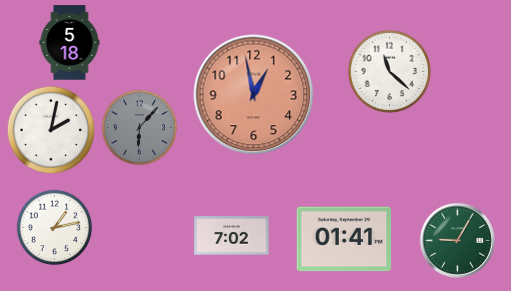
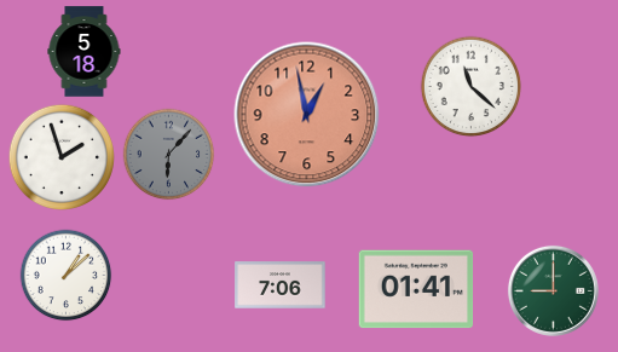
clock at (50, 129): 2:02 -> 1:57
clock at (55, 228): 1:13 -> 1:08
clock at (232, 236): 7:02 -> 7:06
clock at (457, 240): 9:05 -> 9:00
